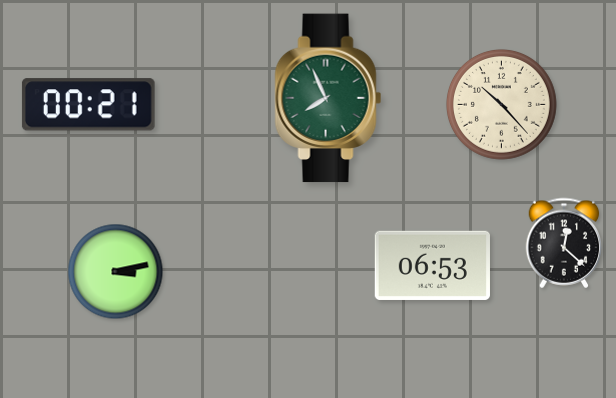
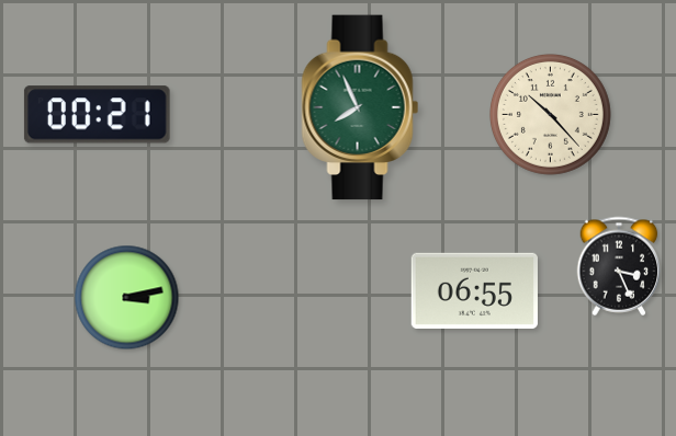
clock at (564, 243): 12:22 -> 3:26
clock at (432, 265): 06:53 -> 06:55
